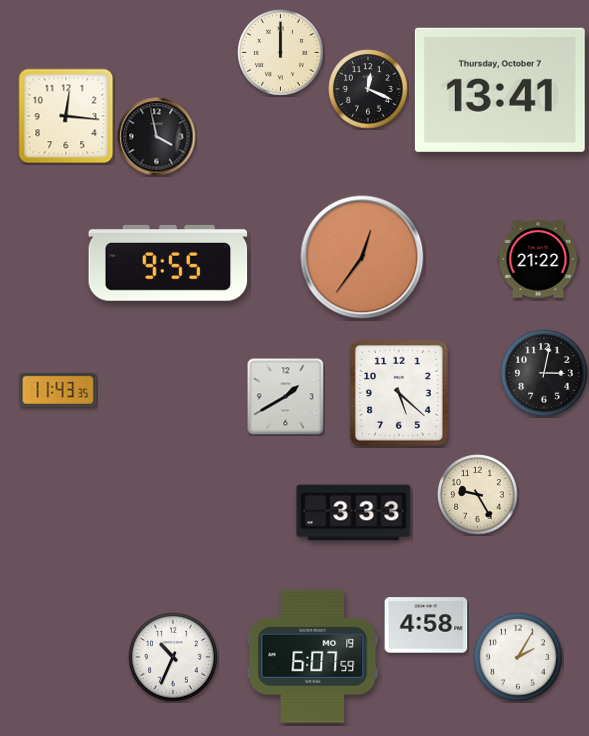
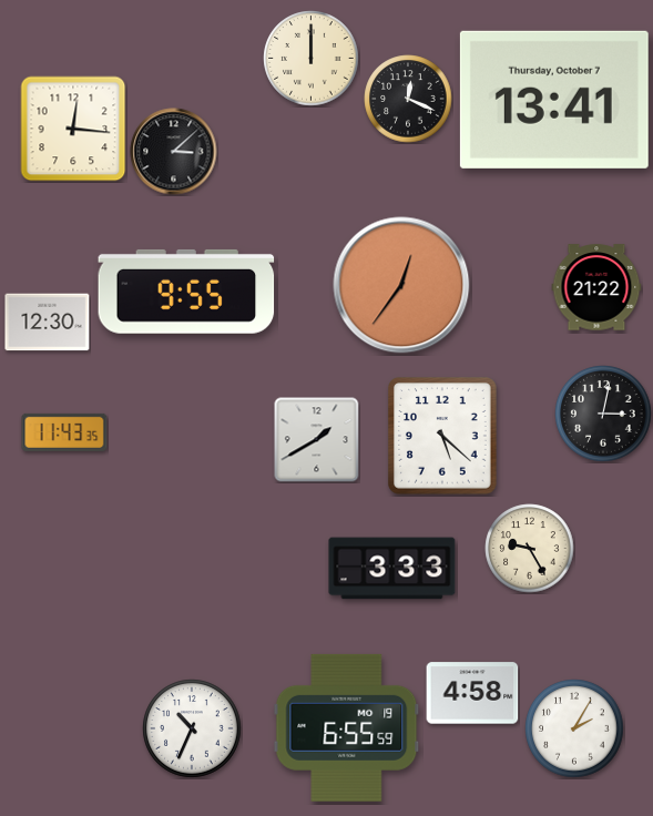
clock at (157, 137): 3:58 -> 3:08
clock at (48, 323): none -> 12:30
clock at (313, 656): 6:07 -> 6:55
